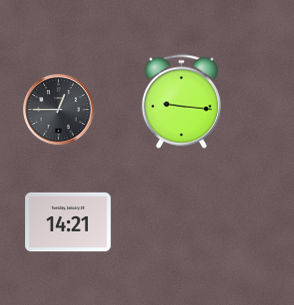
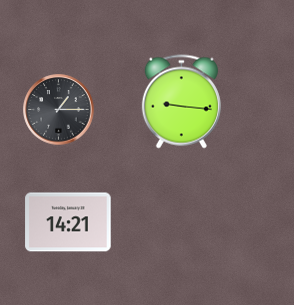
clock at (59, 110): 12:45 -> 1:15
